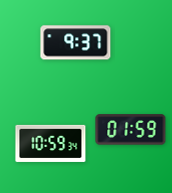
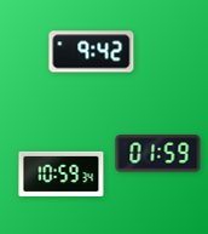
clock at (76, 43): 9:37 -> 9:42
clock at (131, 130) position: (131, 130) -> (158, 154)
